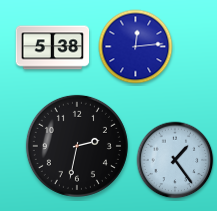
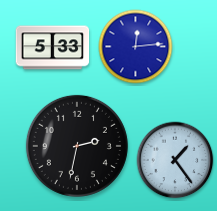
clock at (53, 48): 5:38 -> 5:33
